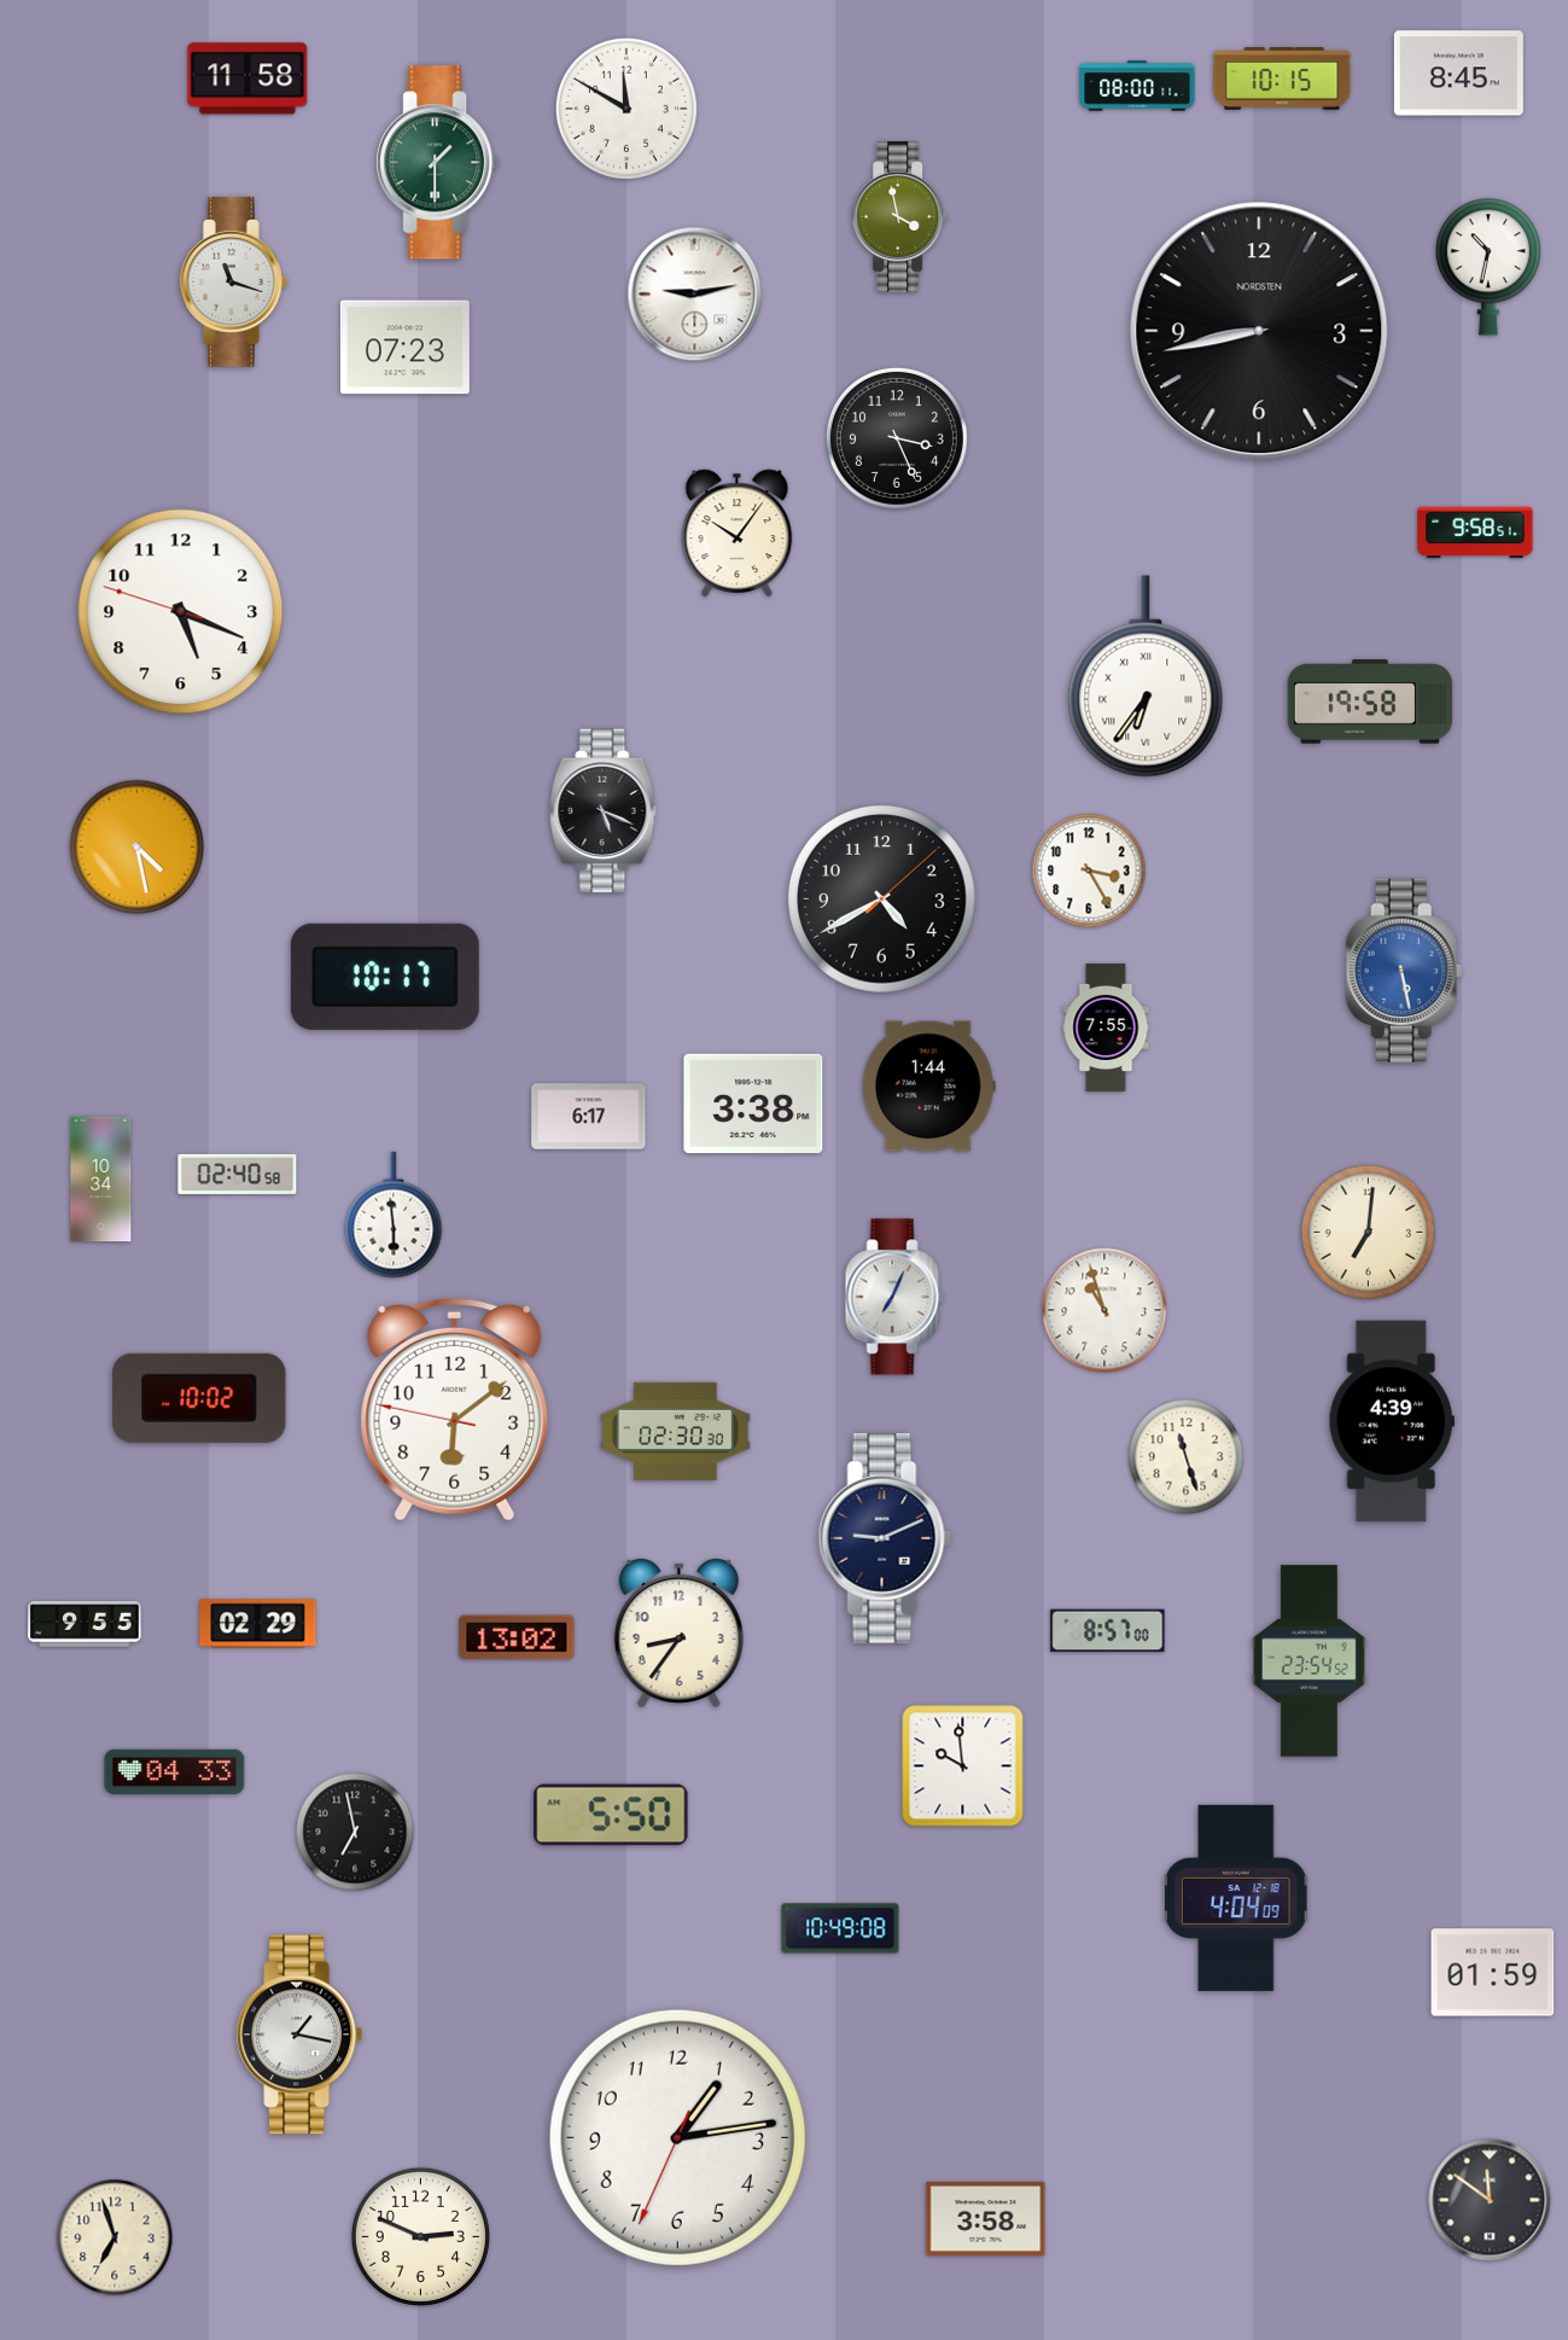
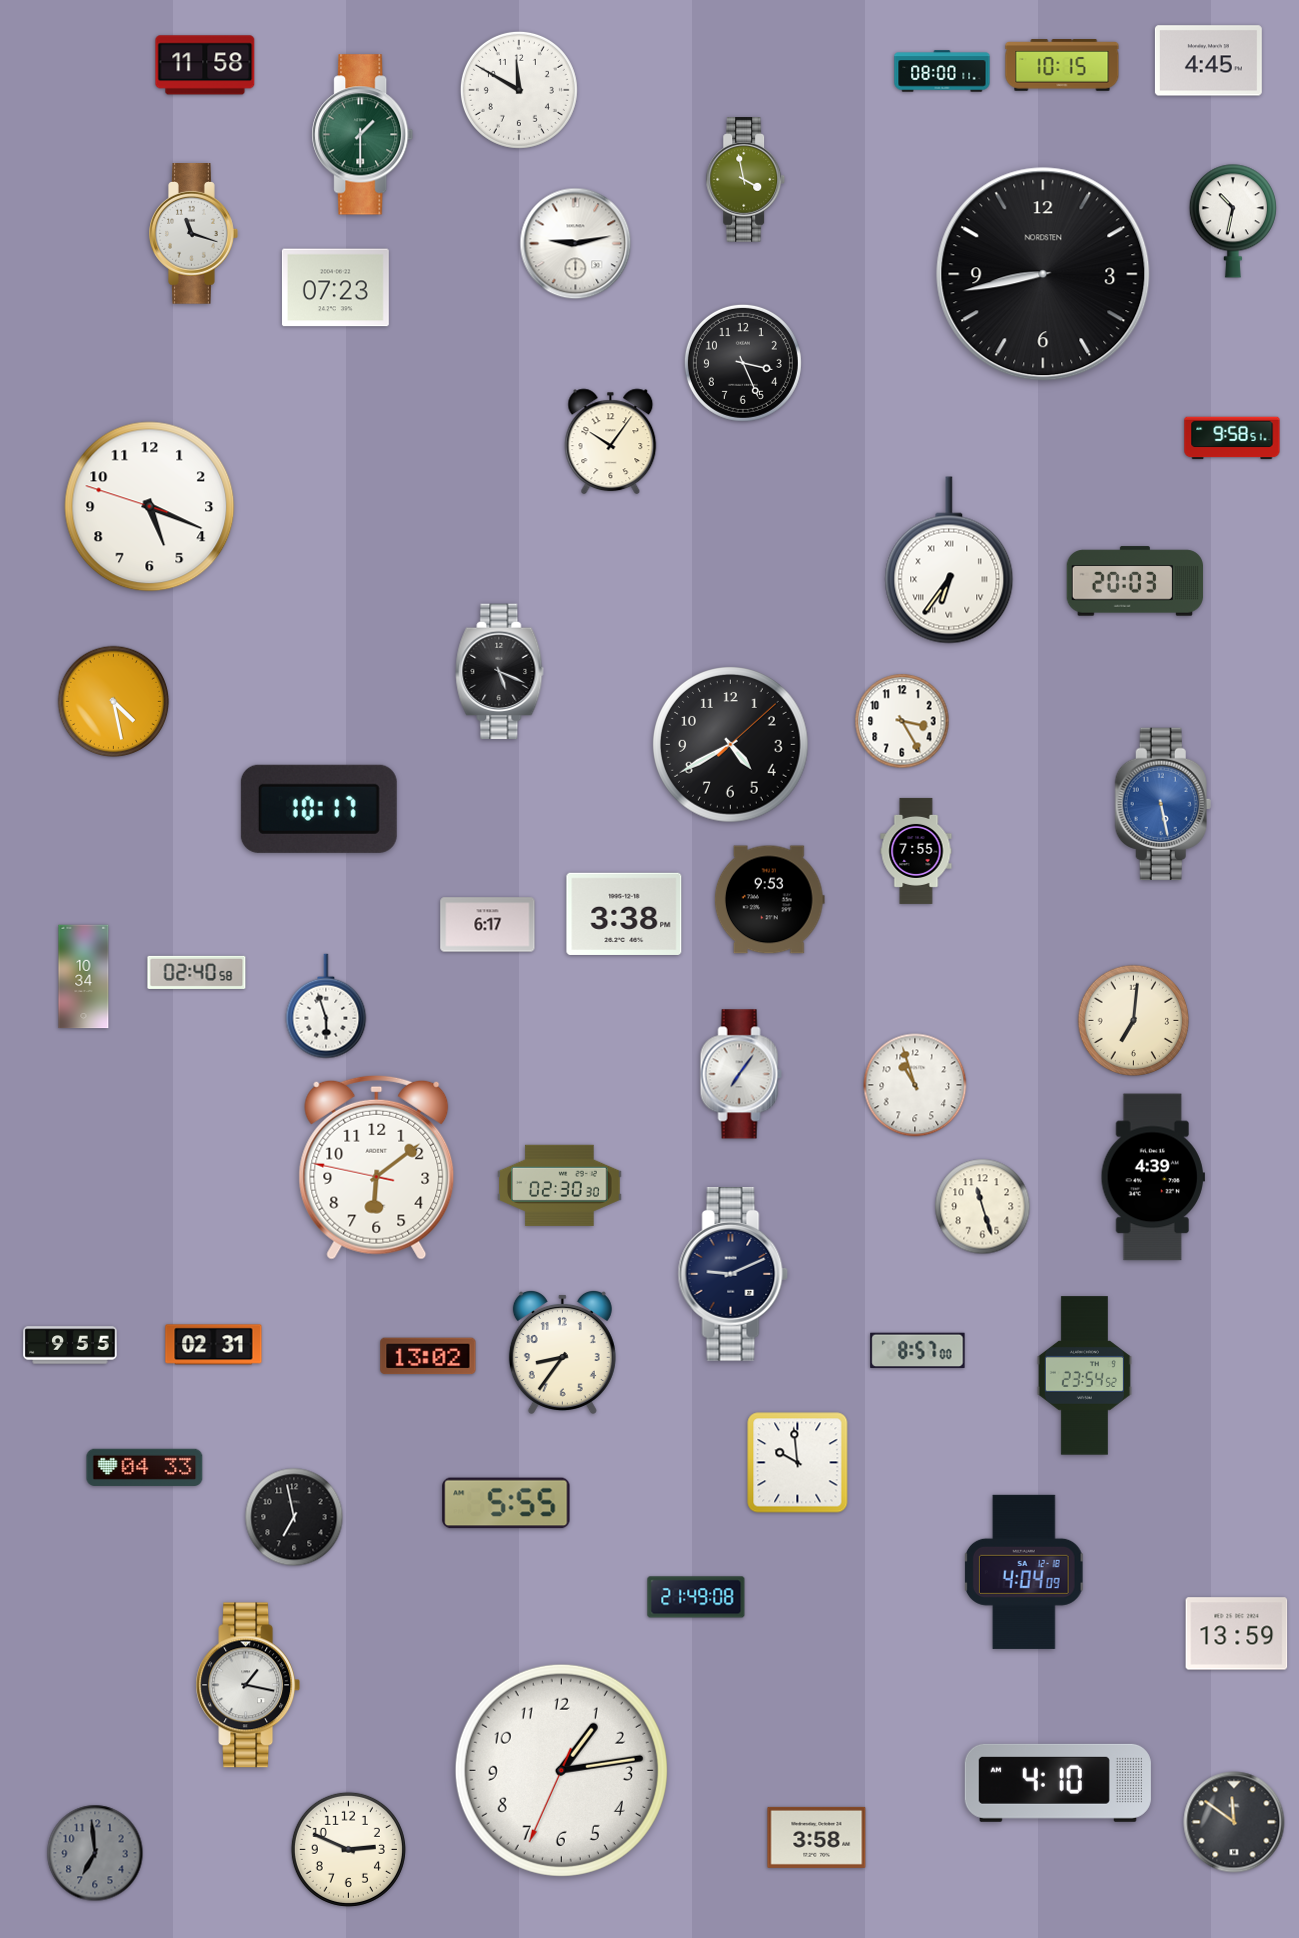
clock at (1458, 74): 8:45 -> 4:45
clock at (1475, 532) position: (1475, 532) -> (1232, 438)
clock at (1370, 702): 19:58 -> 20:03
clock at (928, 1087): 1:44 -> 9:53
clock at (394, 1215): 5:59 -> 5:57
clock at (894, 1297): 7:04 -> 7:06
clock at (199, 1398): 10:02 -> none
clock at (258, 1624): 02:29 -> 02:31
clock at (611, 1815): 5:50 -> 5:55
clock at (840, 1928): 10:49 -> 21:49
clock at (1493, 1973): 01:59 -> 13:59
clock at (1058, 1783): none -> 4:10
clock at (420, 2236) position: (420, 2236) -> (348, 1849)
clock at (115, 2237): 6:57 -> 6:59
clock at (115, 2237) dial: cream -> grey
